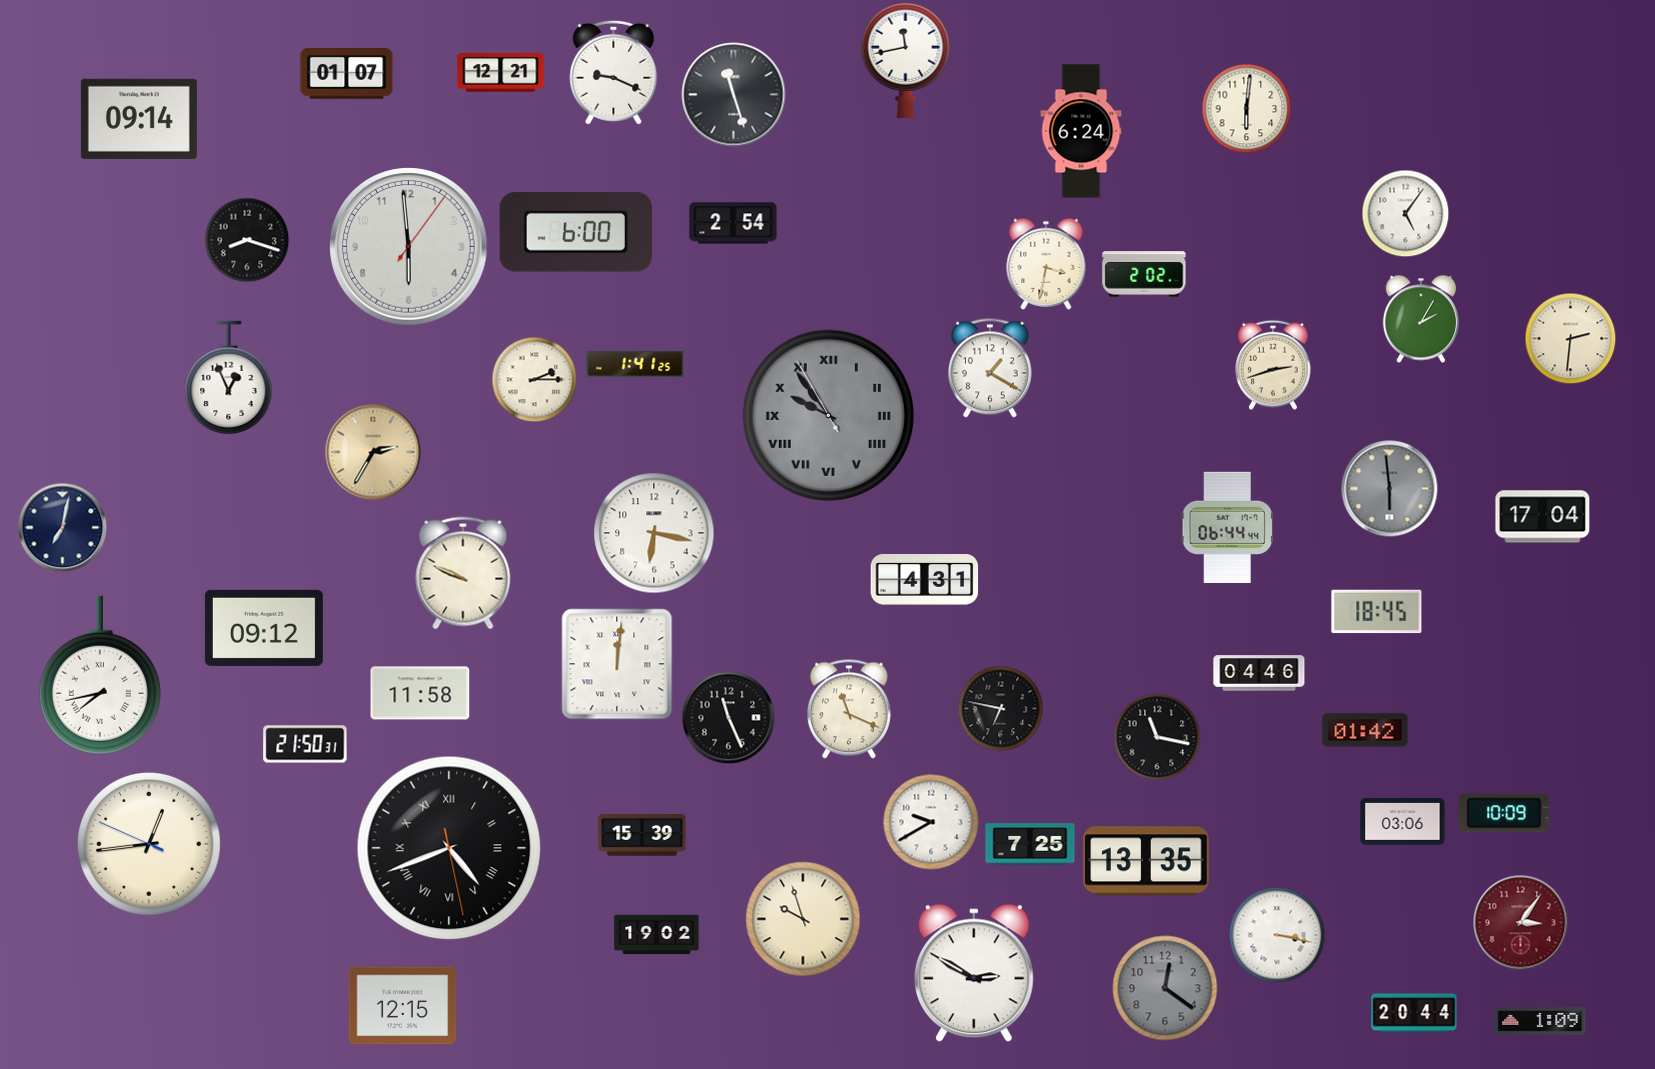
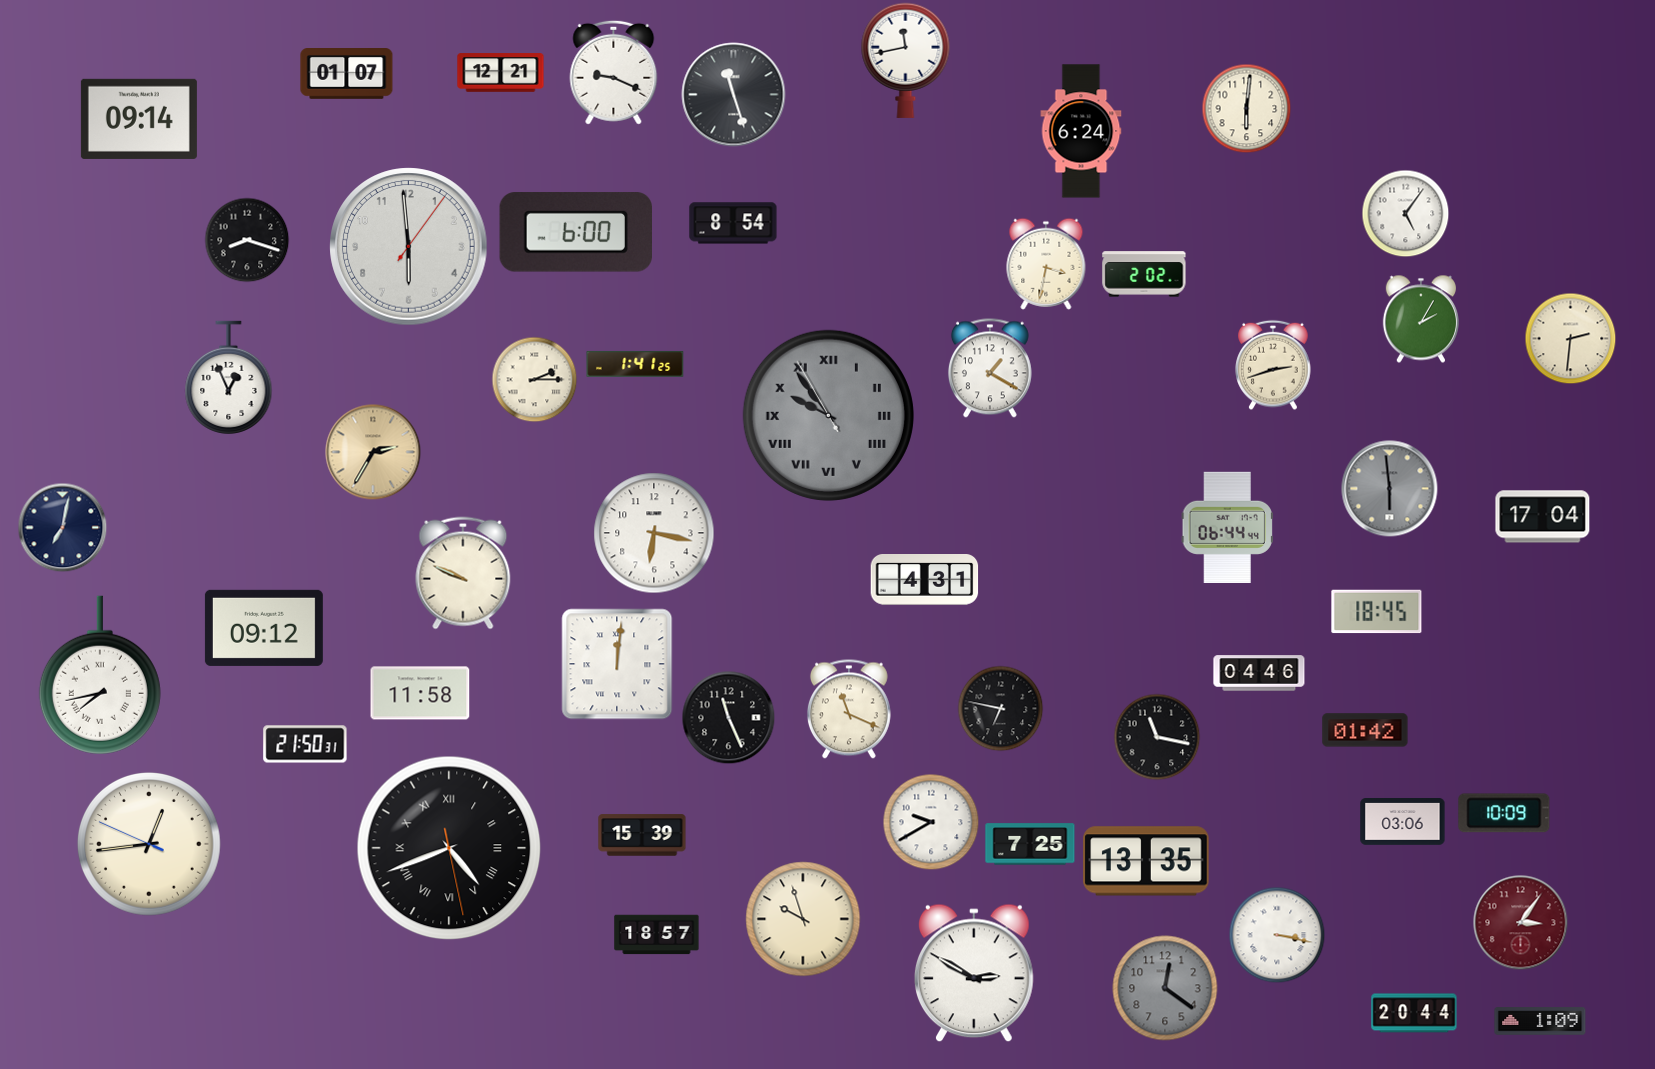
clock at (733, 223): 2:54 -> 8:54
clock at (657, 935): 19:02 -> 18:57
clock at (403, 1006): 12:15 -> none
